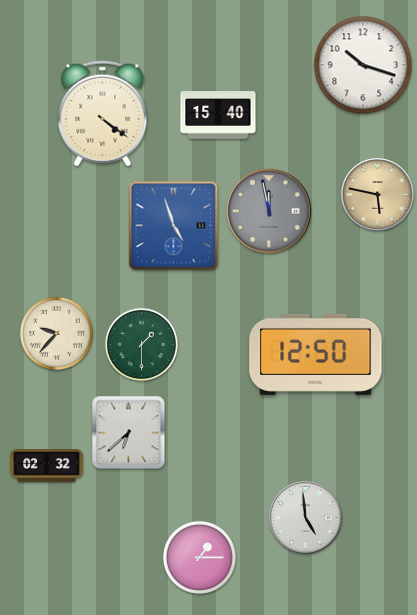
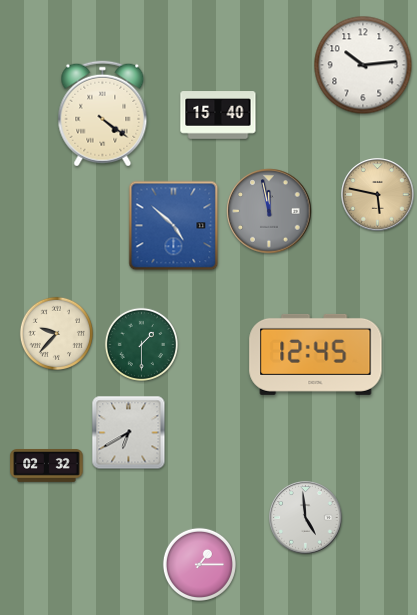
clock at (363, 65): 10:18 -> 10:14
clock at (174, 226): 4:57 -> 4:52
clock at (316, 354): 12:50 -> 12:45
clock at (129, 433): 6:38 -> 6:40
clock at (199, 557) position: (199, 557) -> (199, 564)
